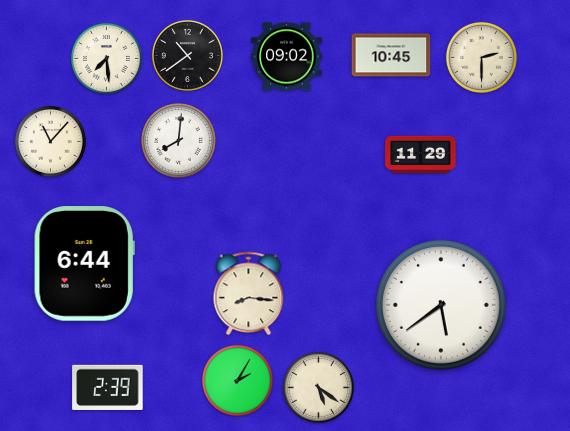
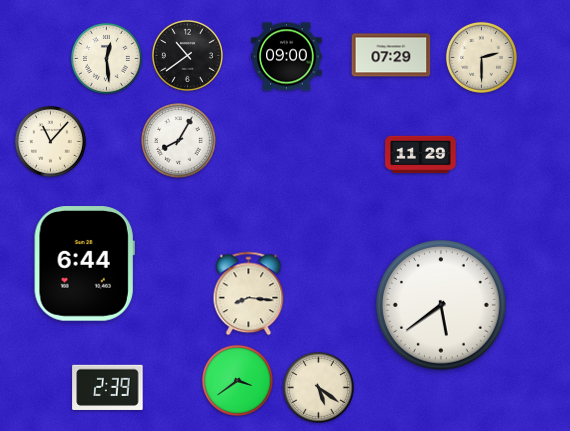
clock at (391, 55): 10:45 -> 07:29
clock at (287, 57): 09:02 -> 09:00
clock at (106, 58): 7:29 -> 12:29
clock at (179, 141): 8:01 -> 8:05
clock at (237, 380): 2:05 -> 3:39
